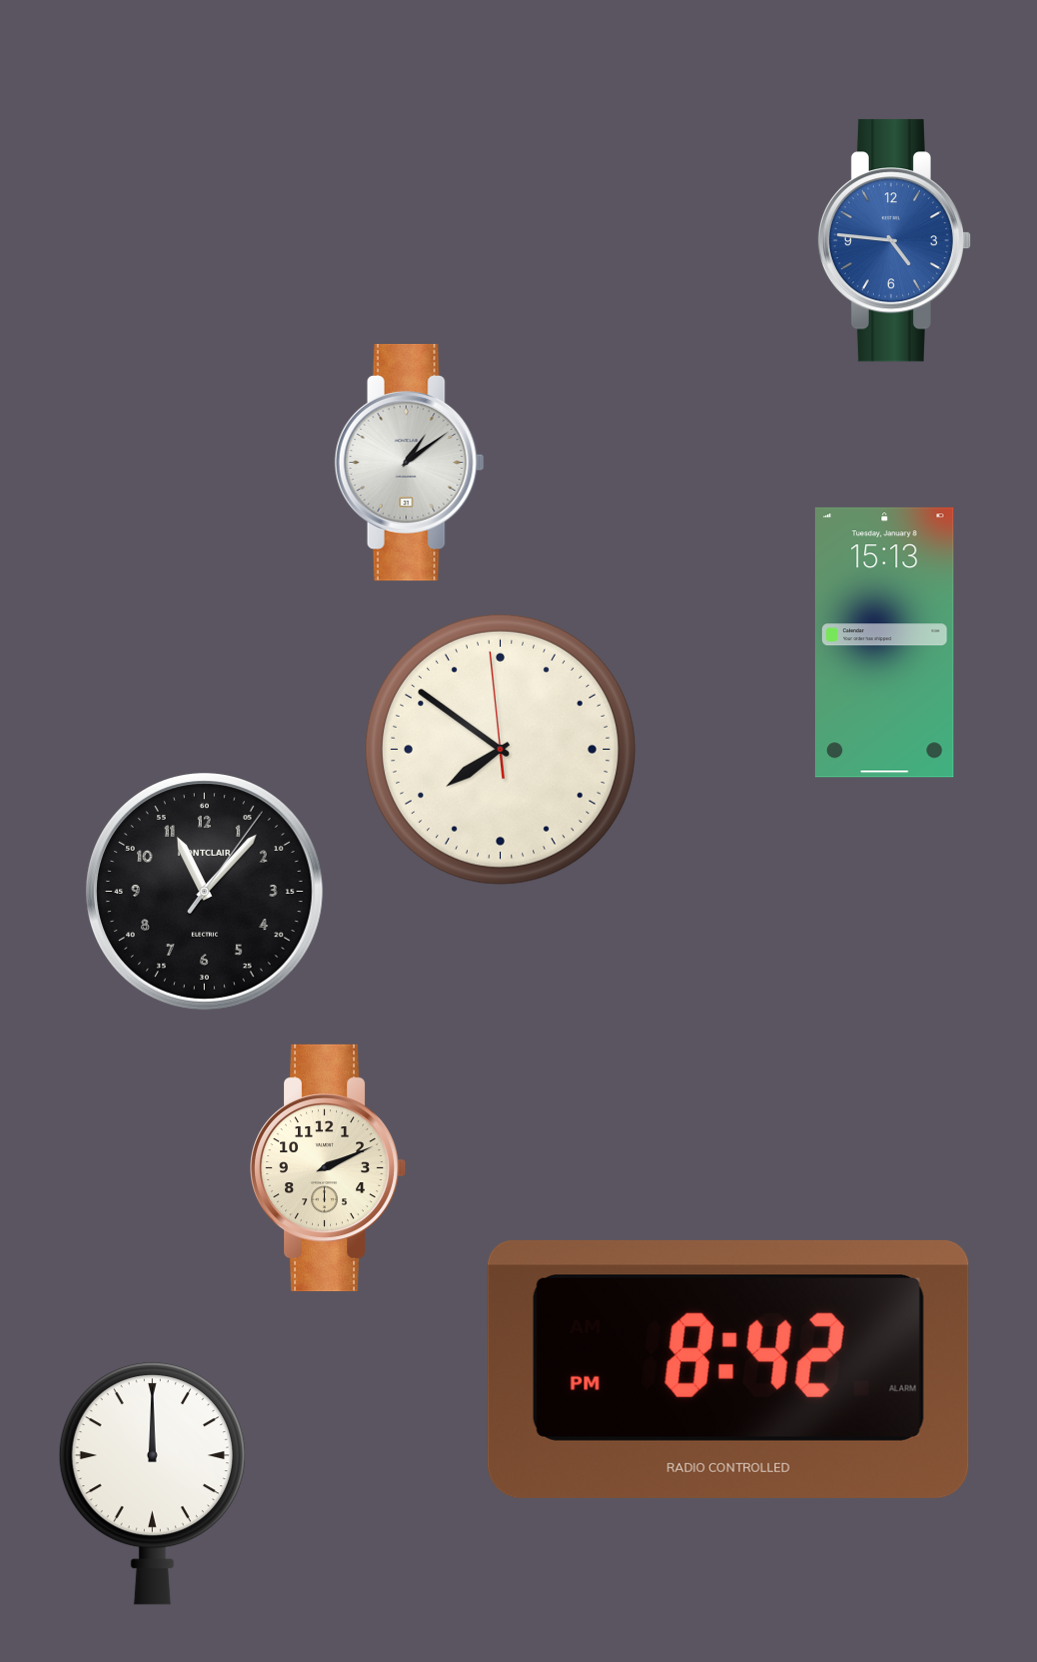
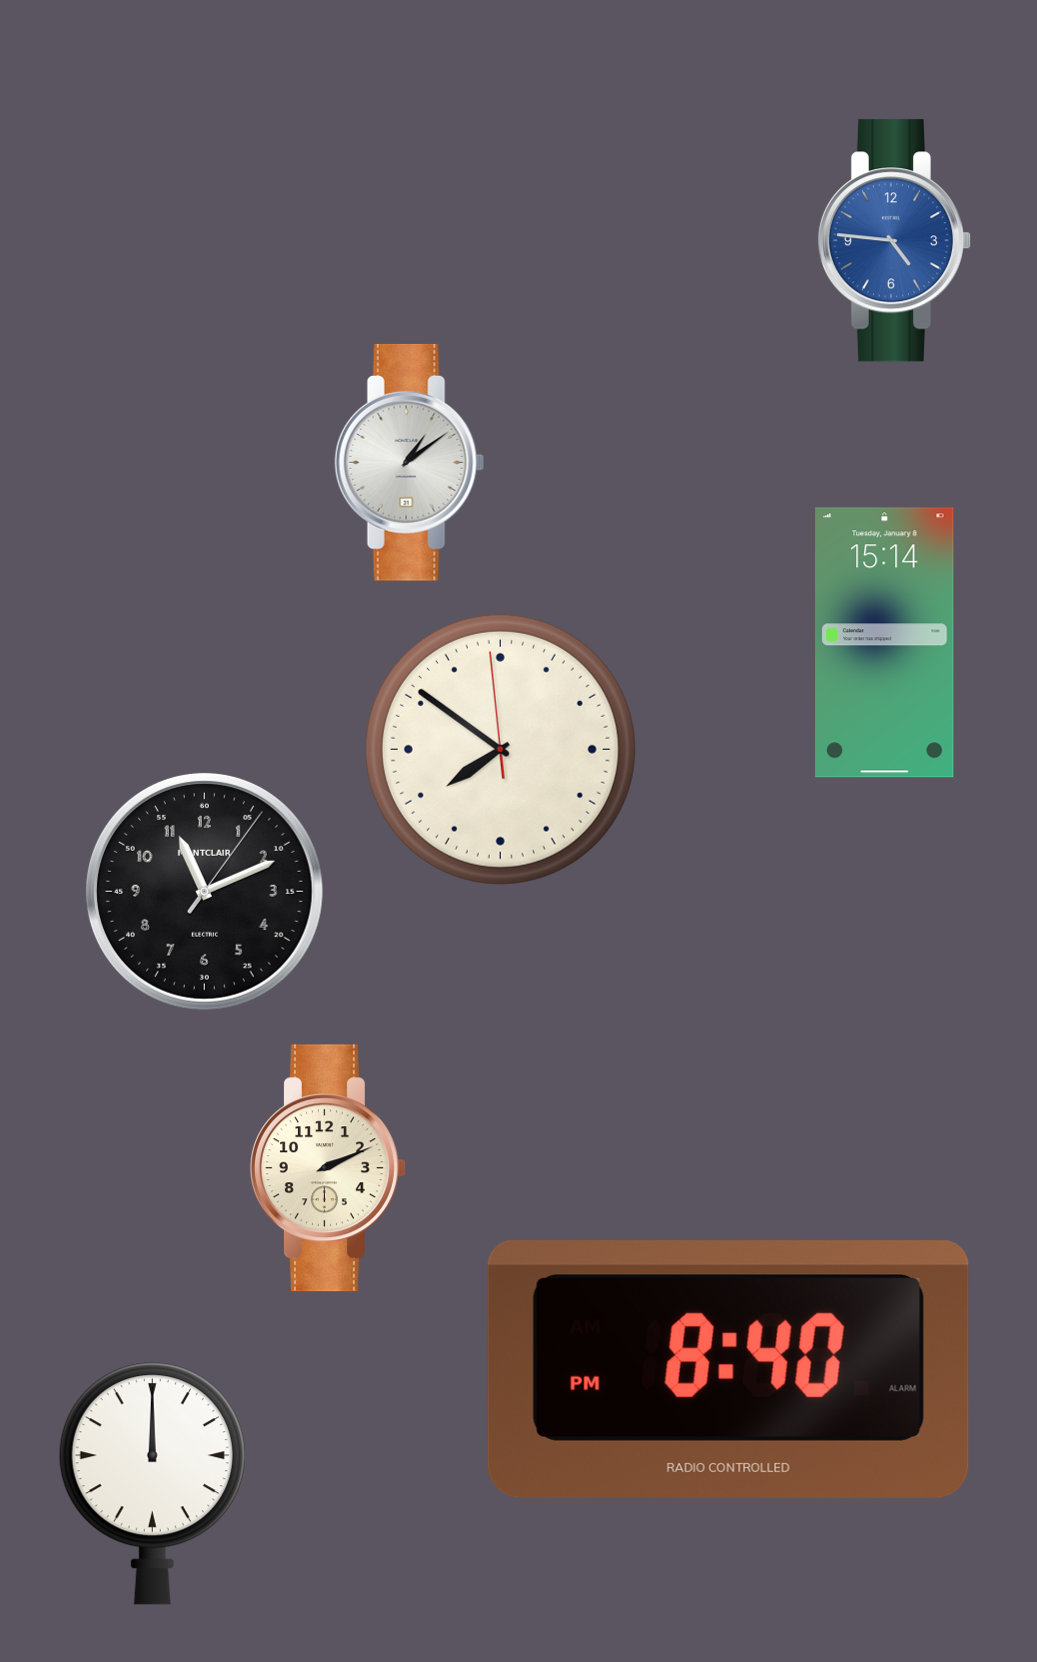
clock at (885, 643): 15:13 -> 15:14
clock at (204, 891): 11:07 -> 11:11
clock at (728, 1369): 8:42 -> 8:40
